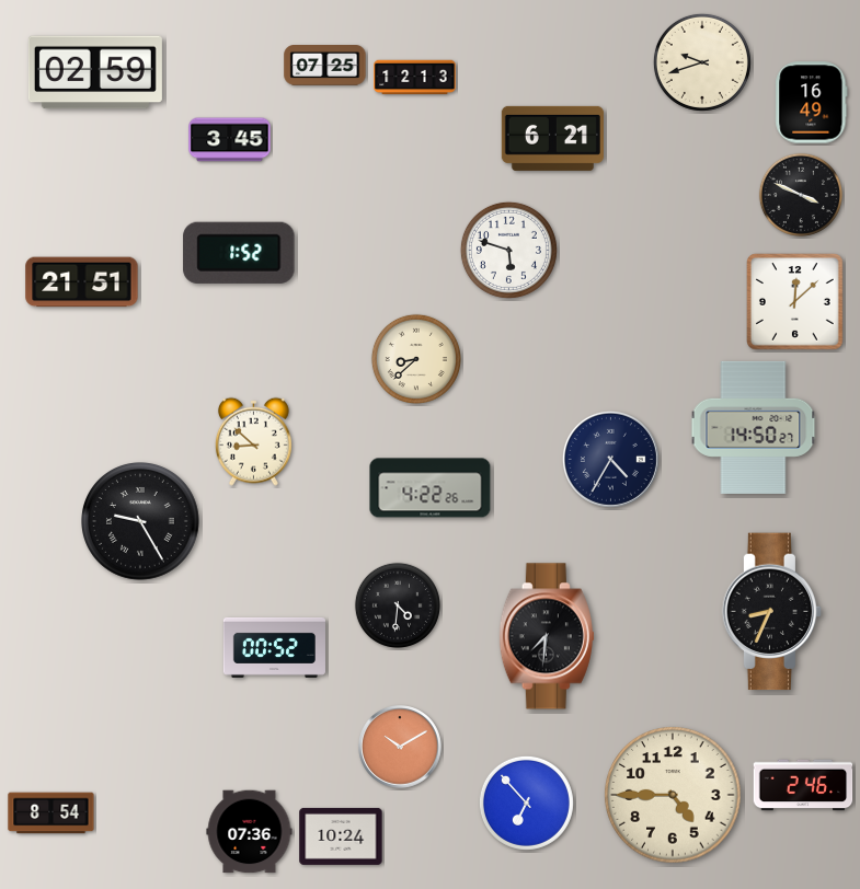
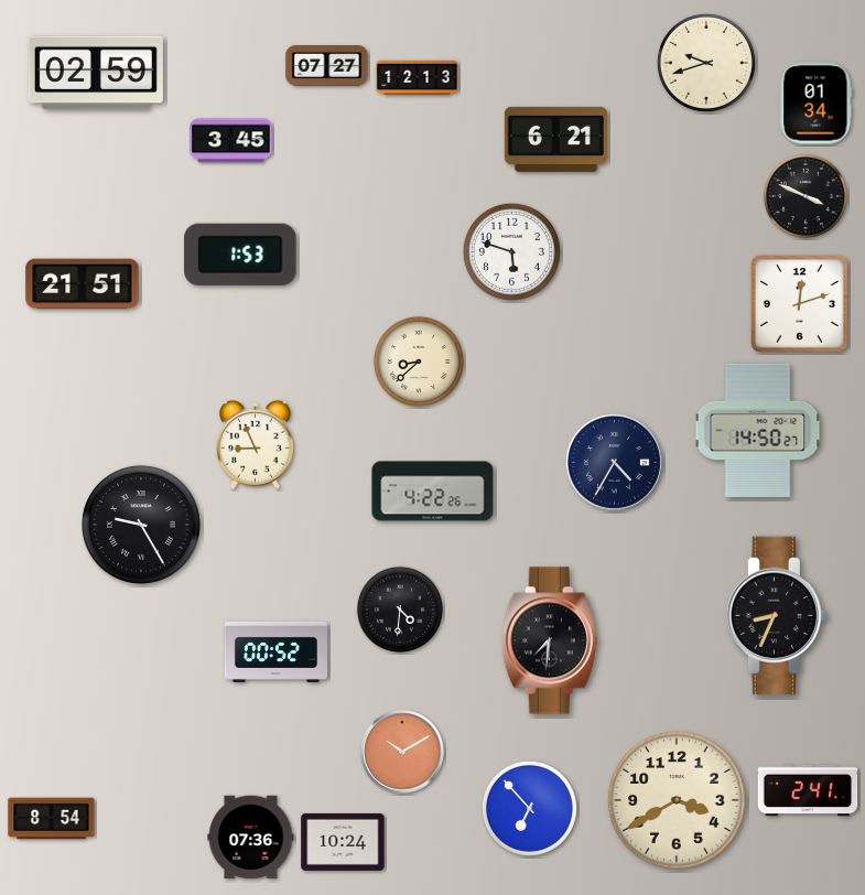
clock at (325, 66): 07:25 -> 07:27
clock at (812, 103): 16:49 -> 01:34
clock at (239, 253): 1:52 -> 1:53
clock at (795, 302): 12:08 -> 12:12
clock at (253, 441): 8:52 -> 8:56
clock at (803, 785): 2:46 -> 2:41
clock at (673, 795): 4:45 -> 3:40
